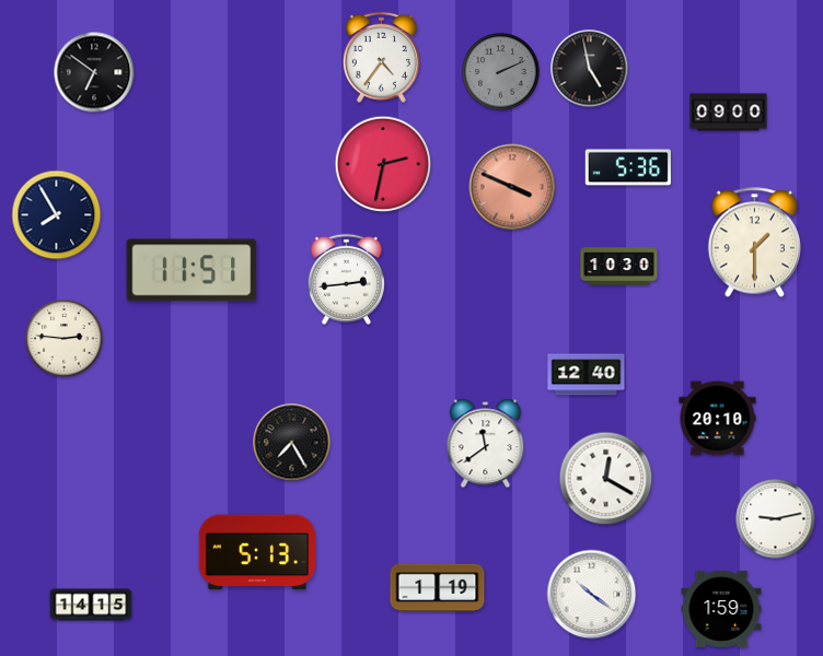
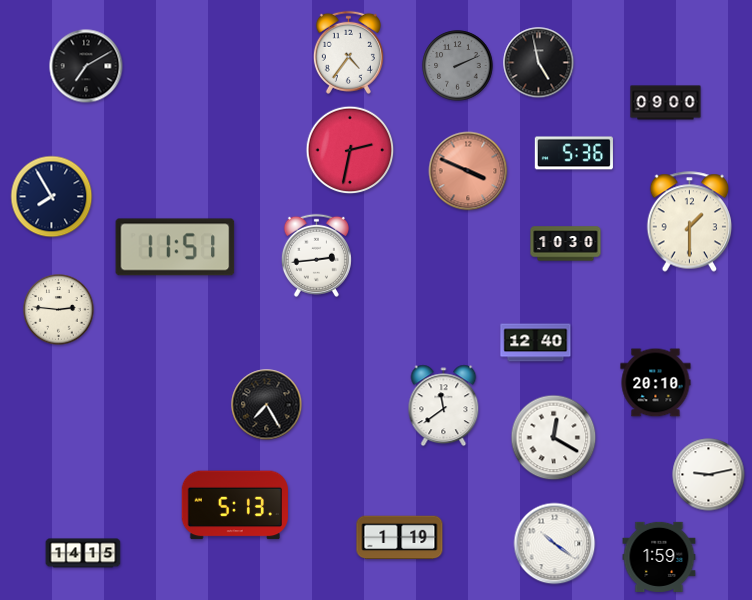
clock at (94, 72): 6:51 -> 7:10
clock at (592, 595) position: (592, 595) -> (555, 544)
